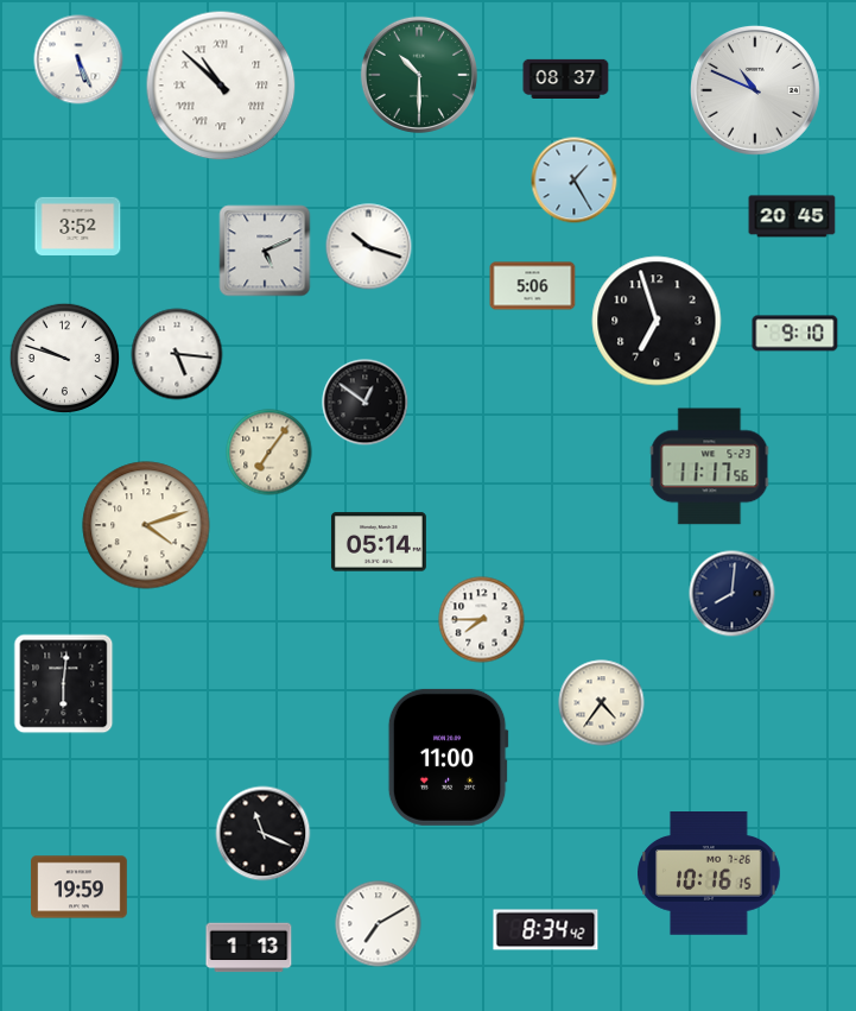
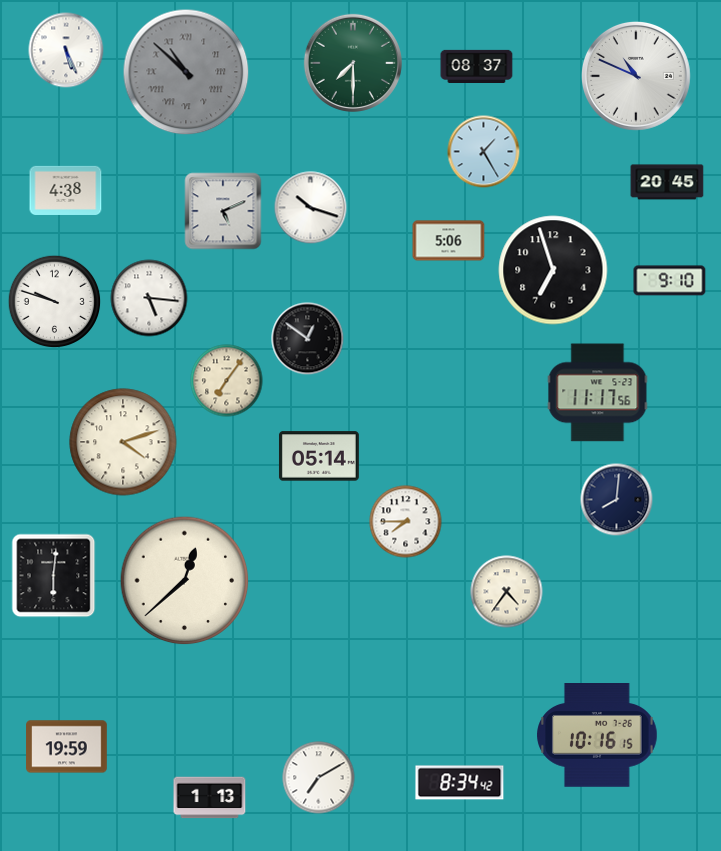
clock at (419, 75): 10:30 -> 7:30
clock at (221, 86) dial: white -> grey
clock at (78, 226): 3:52 -> 4:38
clock at (185, 581): none -> 12:38
clock at (448, 757): 11:00 -> none
clock at (264, 834): 11:19 -> none
